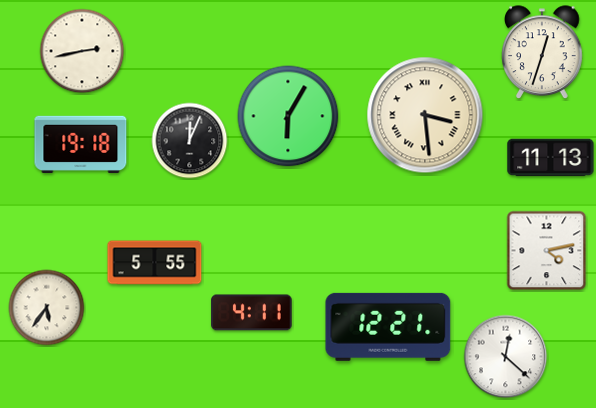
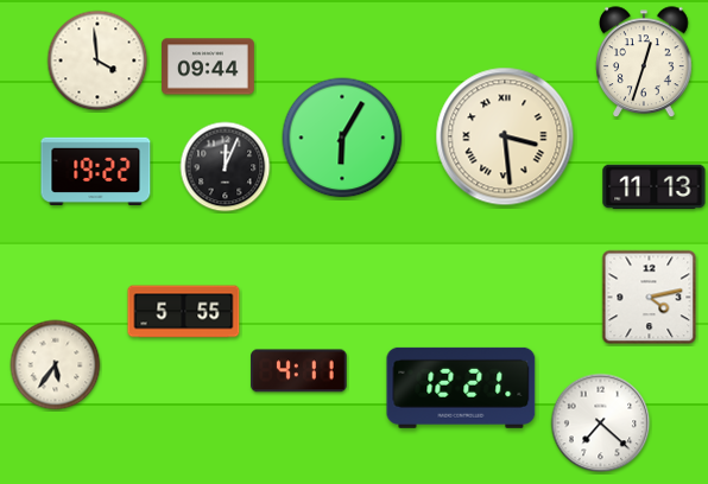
clock at (82, 51): 2:43 -> 3:59
clock at (209, 66): none -> 09:44
clock at (81, 144): 19:18 -> 19:22
clock at (506, 357): 12:22 -> 7:22
